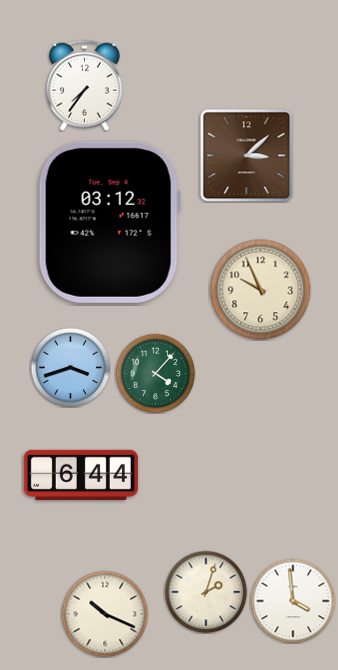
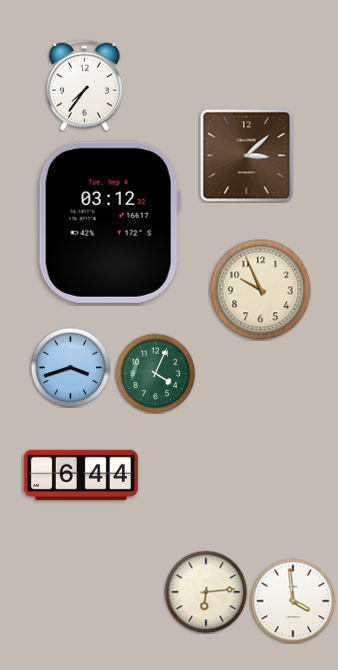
clock at (155, 373): 4:07 -> 4:04
clock at (206, 592): 2:03 -> 6:14
clock at (105, 614): 10:19 -> none
